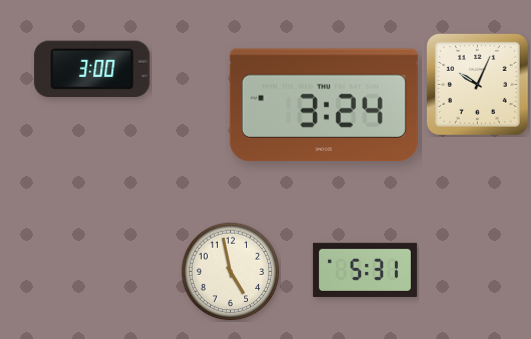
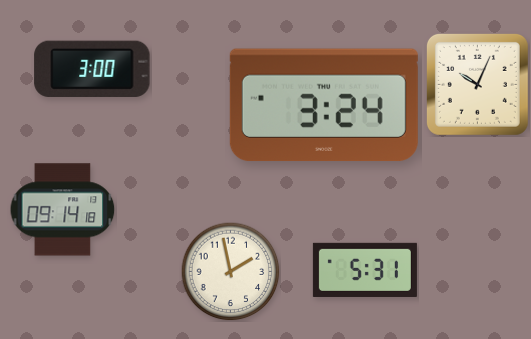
clock at (63, 210): none -> 09:14
clock at (231, 272): 4:58 -> 1:58
